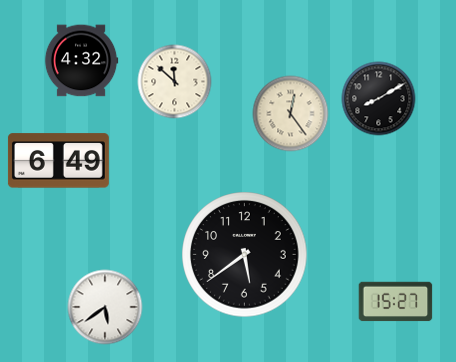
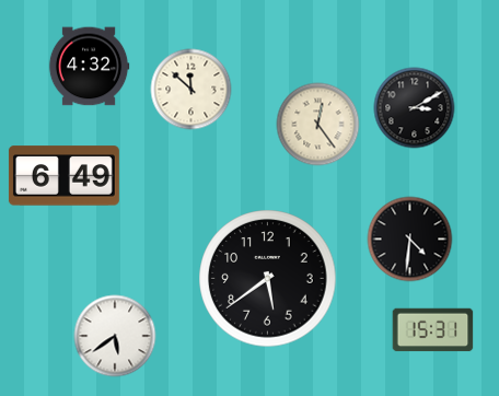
clock at (379, 99): 8:10 -> 3:10
clock at (410, 240): none -> 4:31
clock at (396, 302): 15:27 -> 15:31
